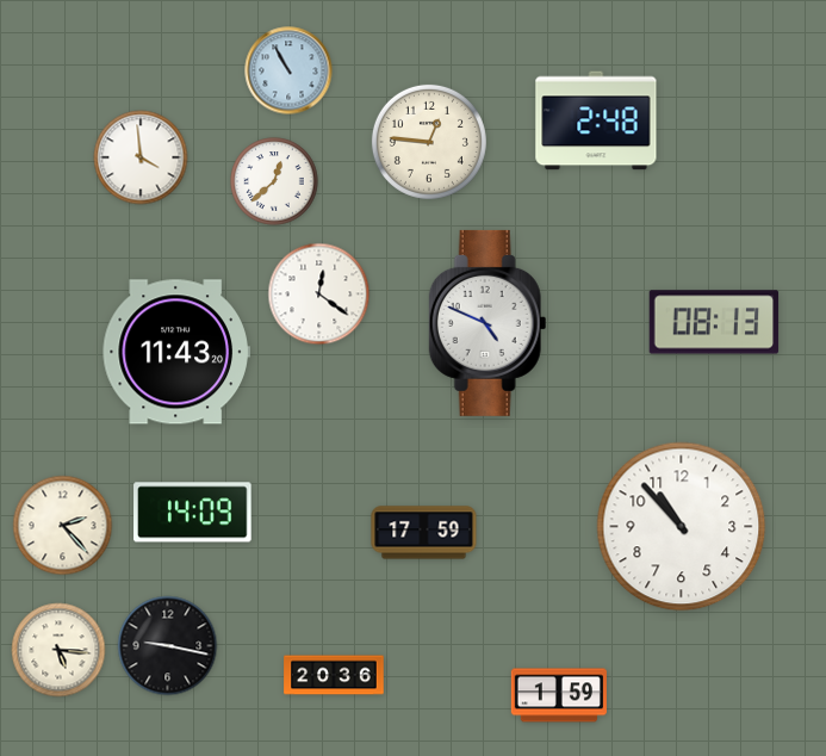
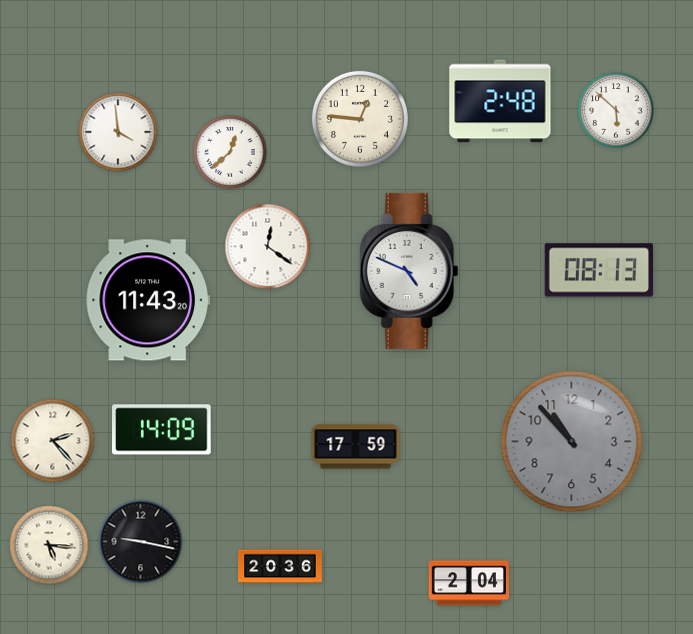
clock at (288, 70): 10:55 -> none
clock at (616, 110): none -> 5:52
clock at (176, 352) position: (176, 352) -> (148, 300)
clock at (682, 527) dial: white -> grey
clock at (559, 695): 1:59 -> 2:04
